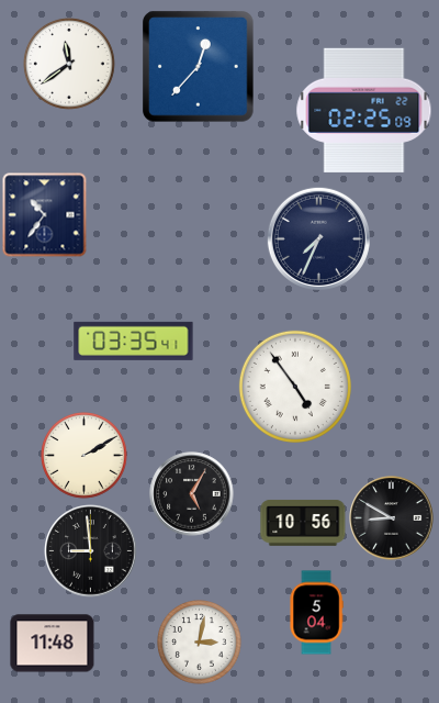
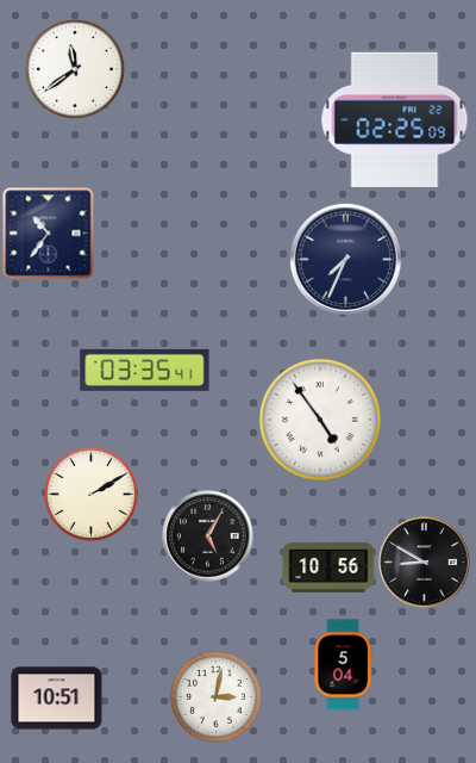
clock at (199, 67): 12:37 -> none
clock at (91, 551): 8:59 -> none
clock at (53, 644): 11:48 -> 10:51
